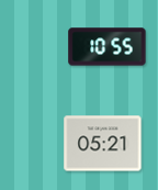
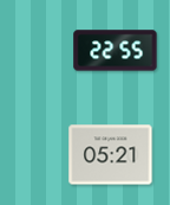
clock at (108, 47): 10:55 -> 22:55
